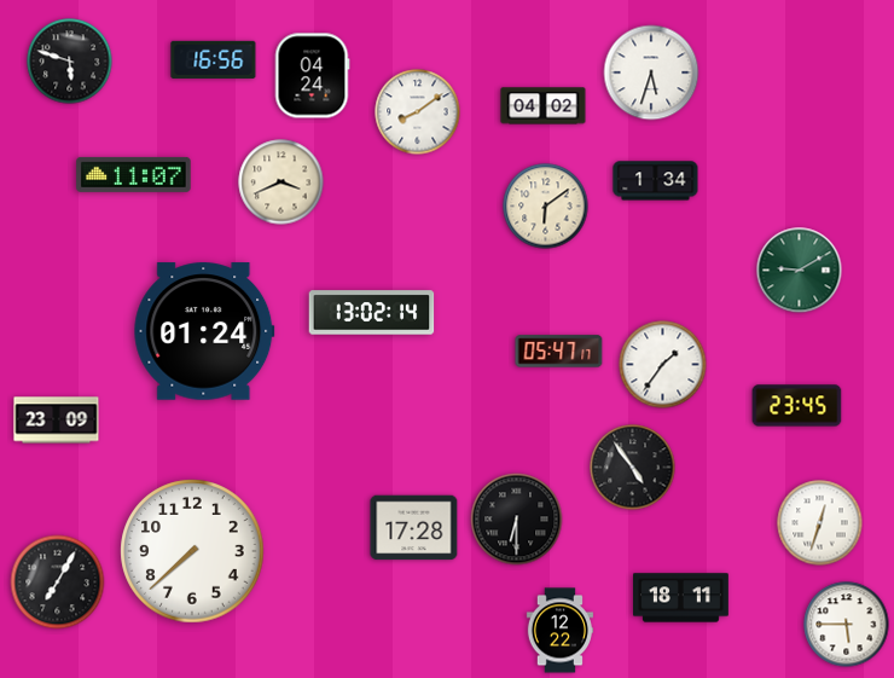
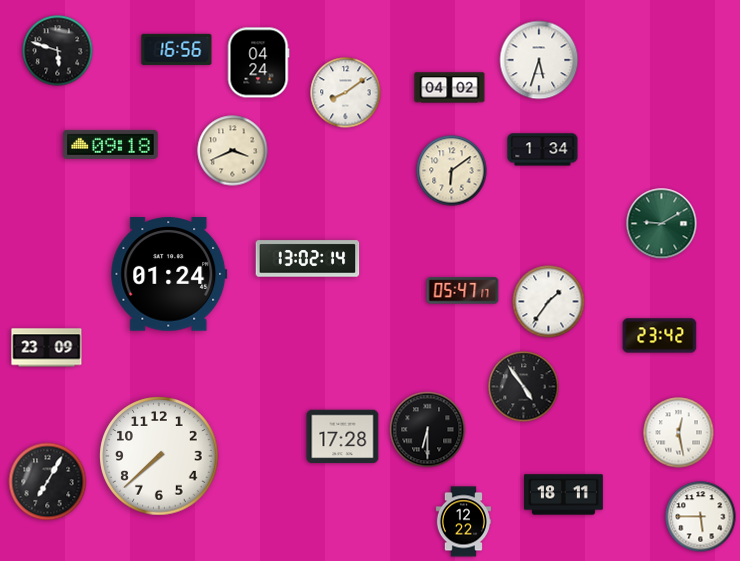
clock at (134, 174): 11:07 -> 09:18
clock at (797, 406): 23:45 -> 23:42
clock at (820, 523): 12:33 -> 12:28
